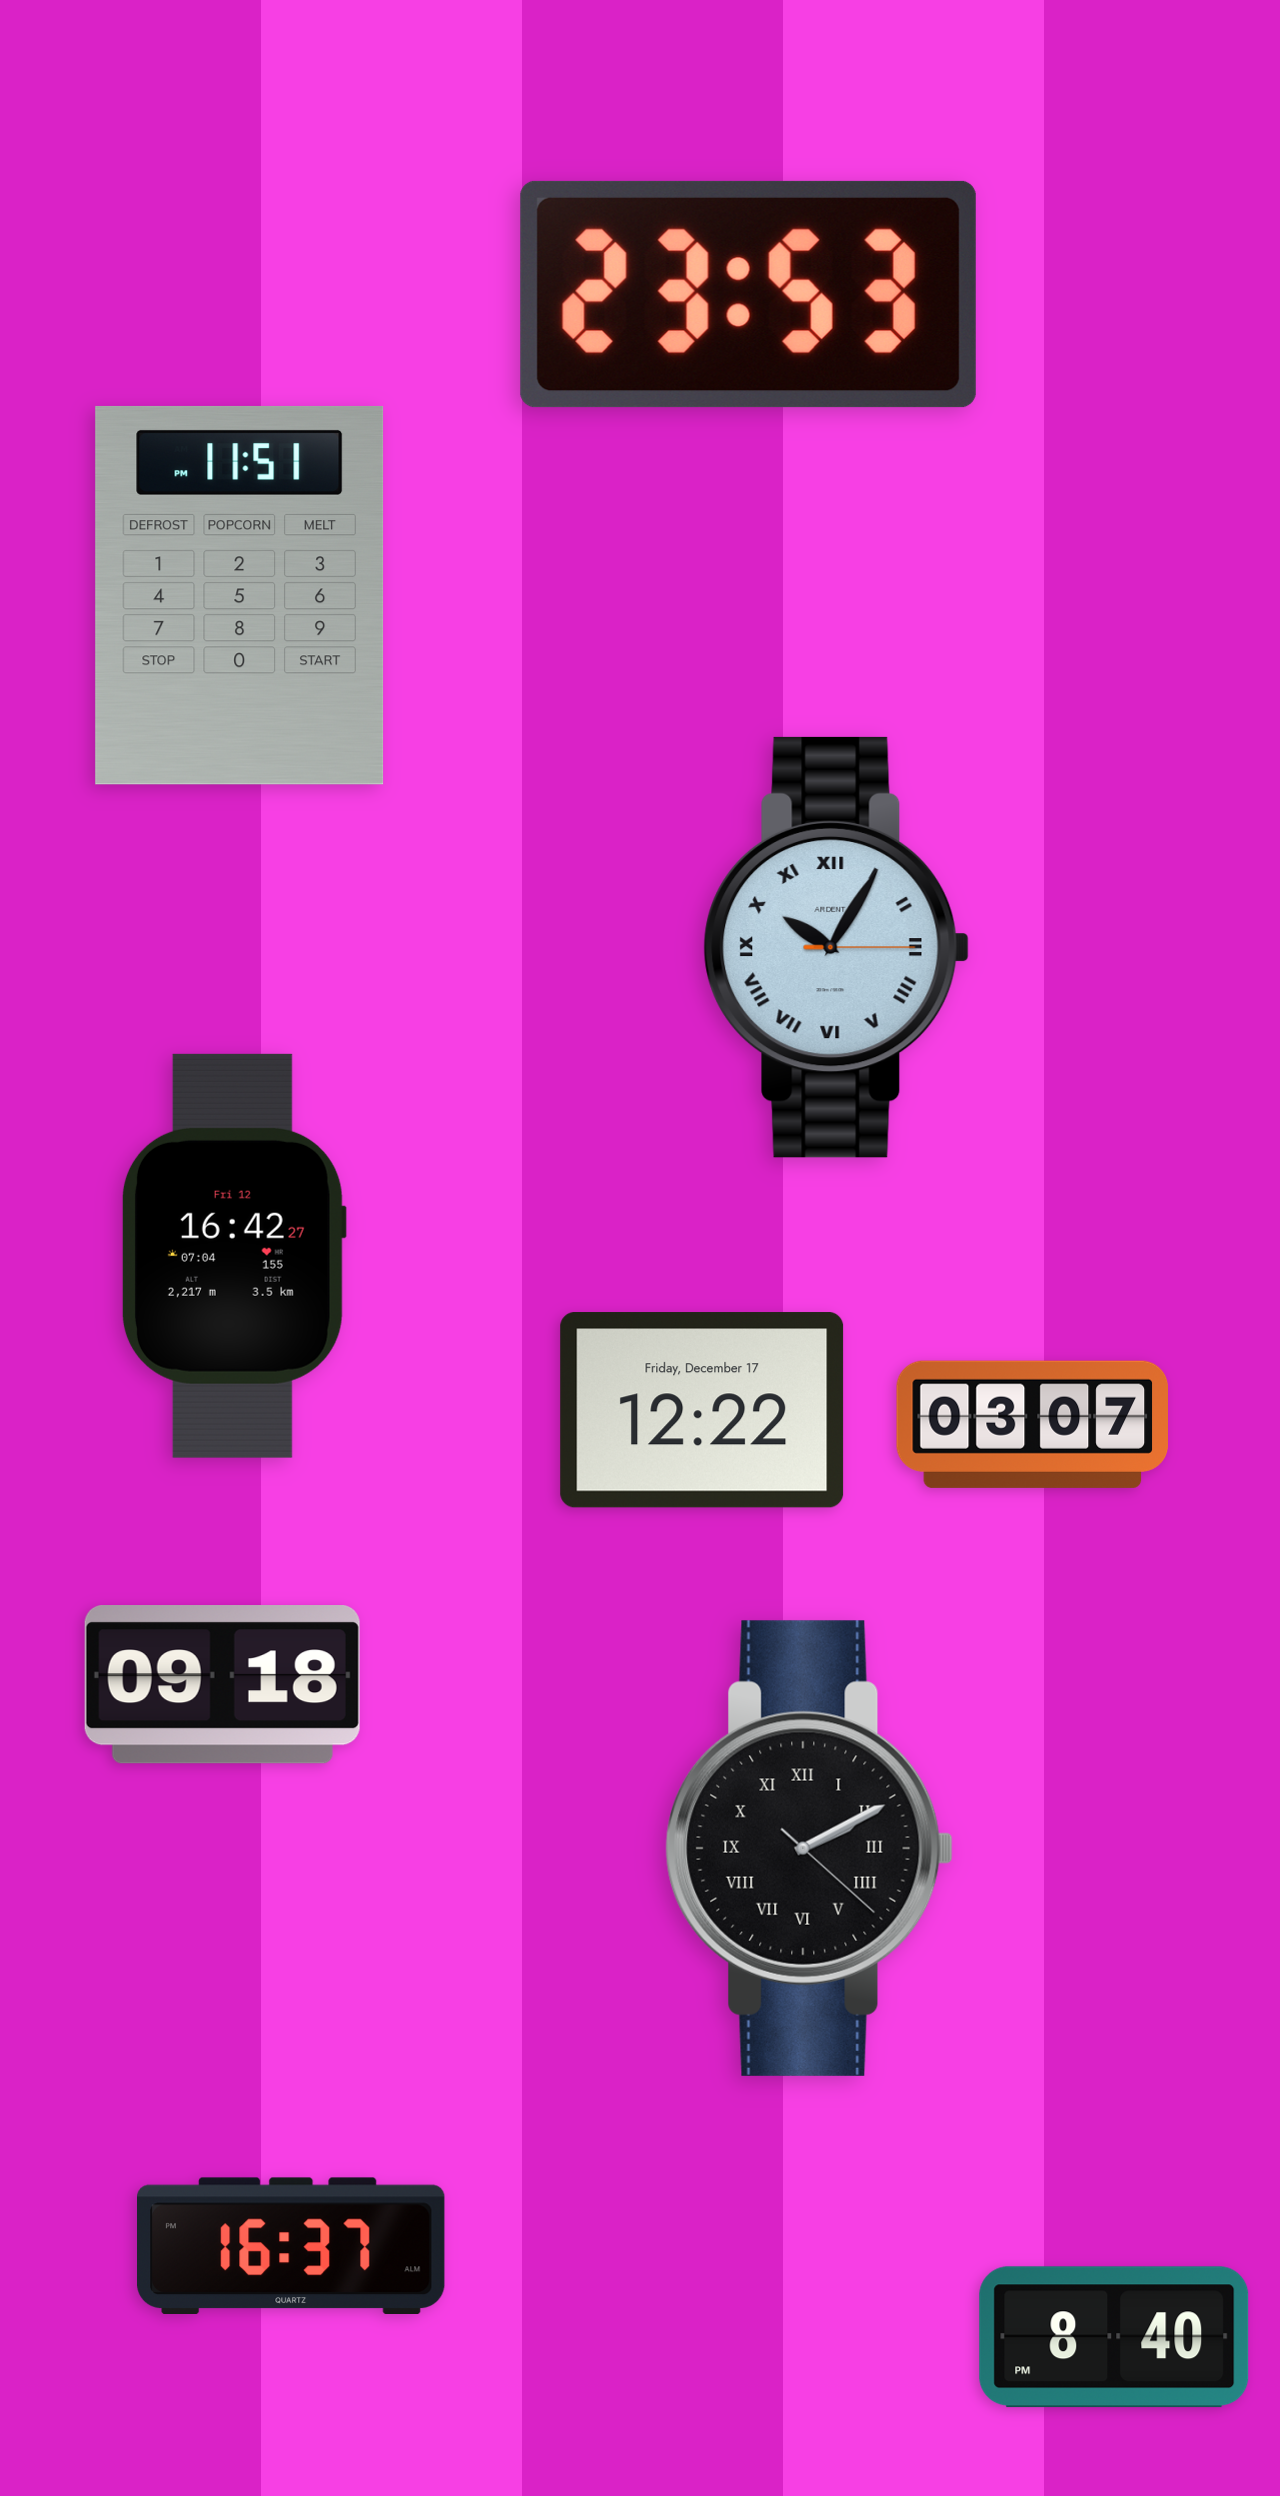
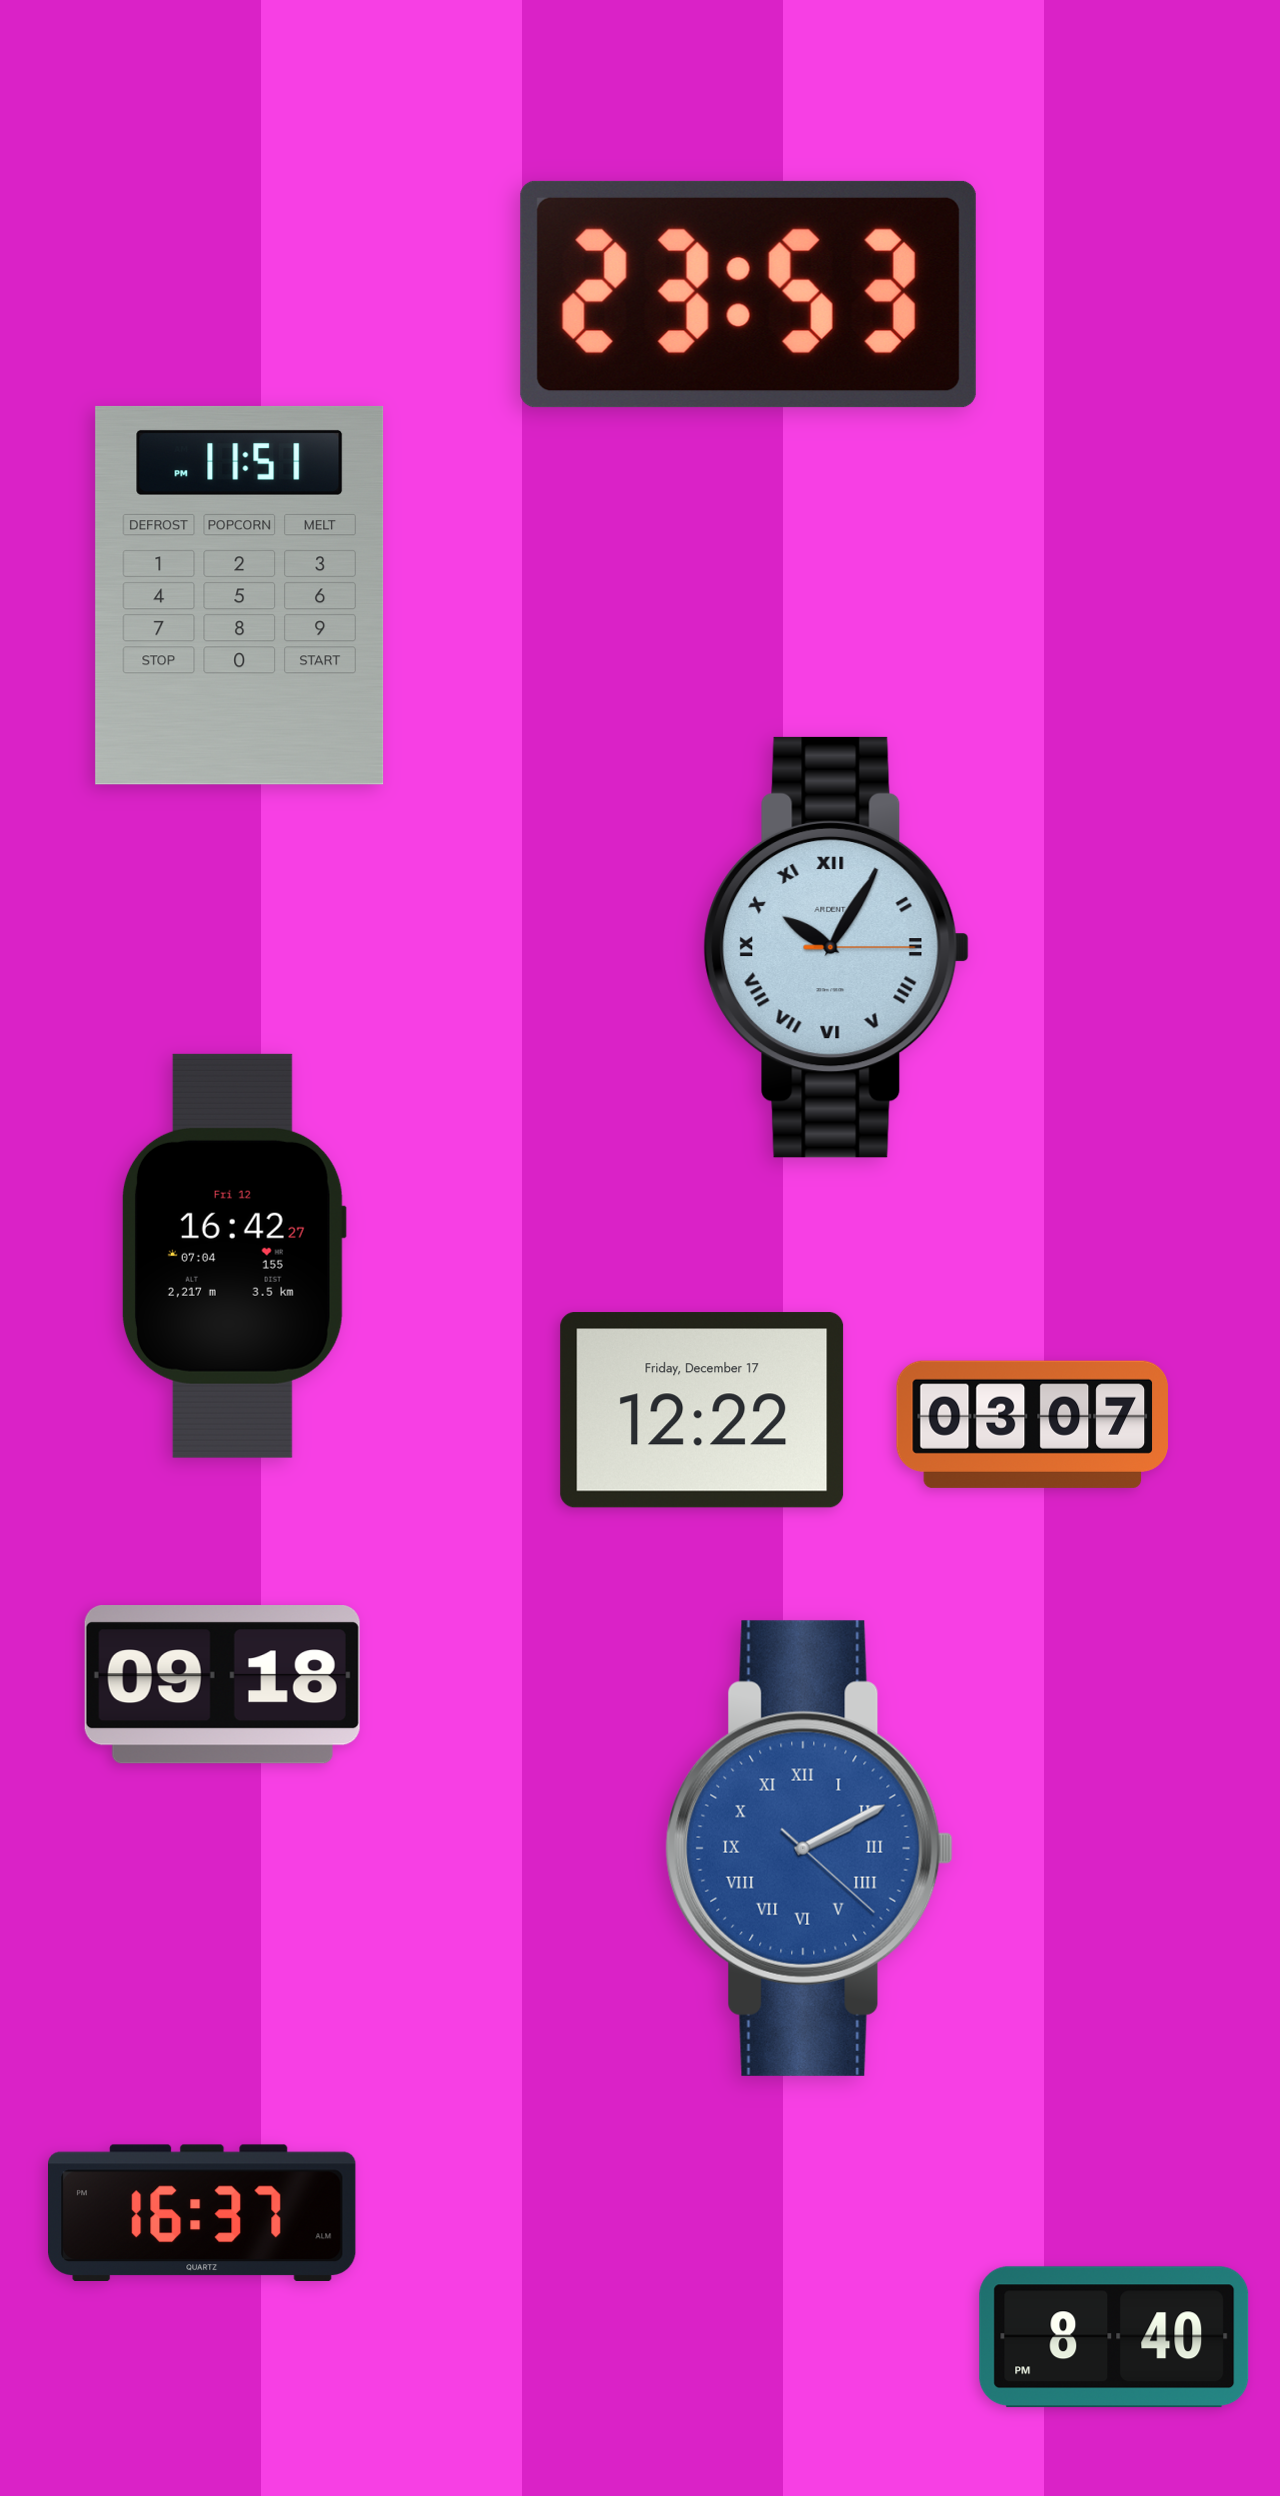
clock at (809, 1848) dial: black -> blue
clock at (292, 2245) position: (292, 2245) -> (203, 2212)
